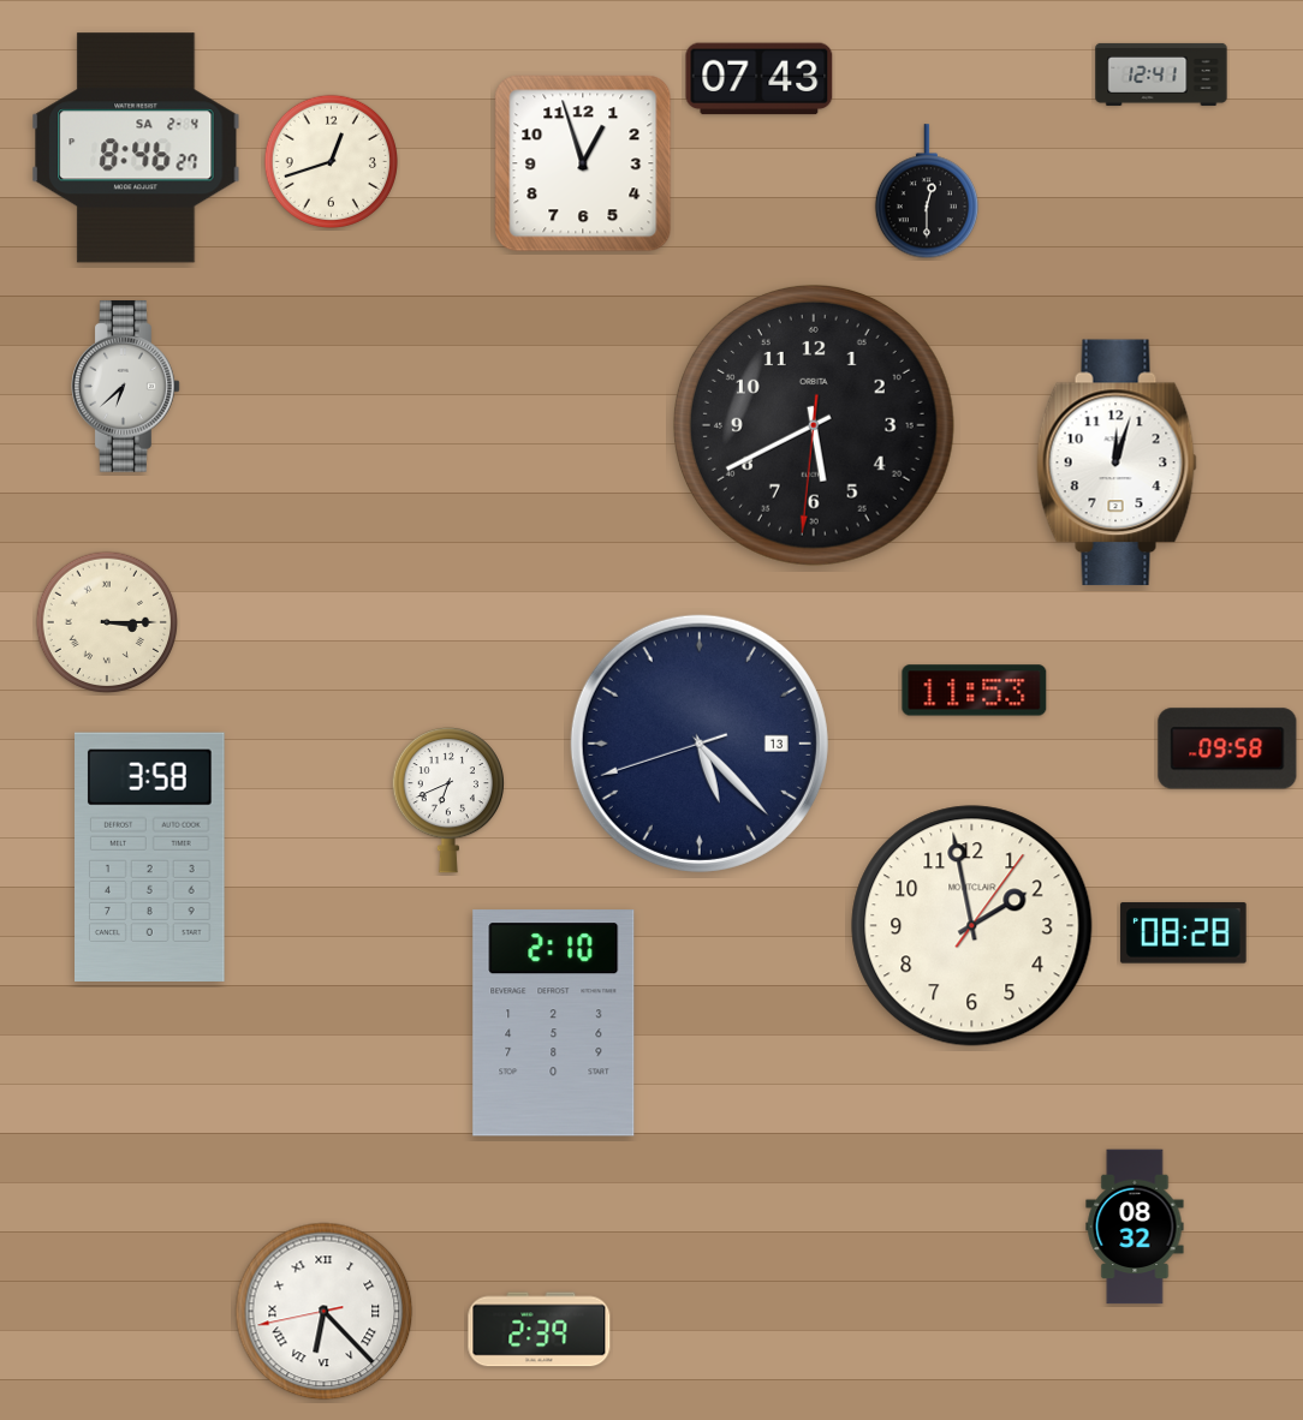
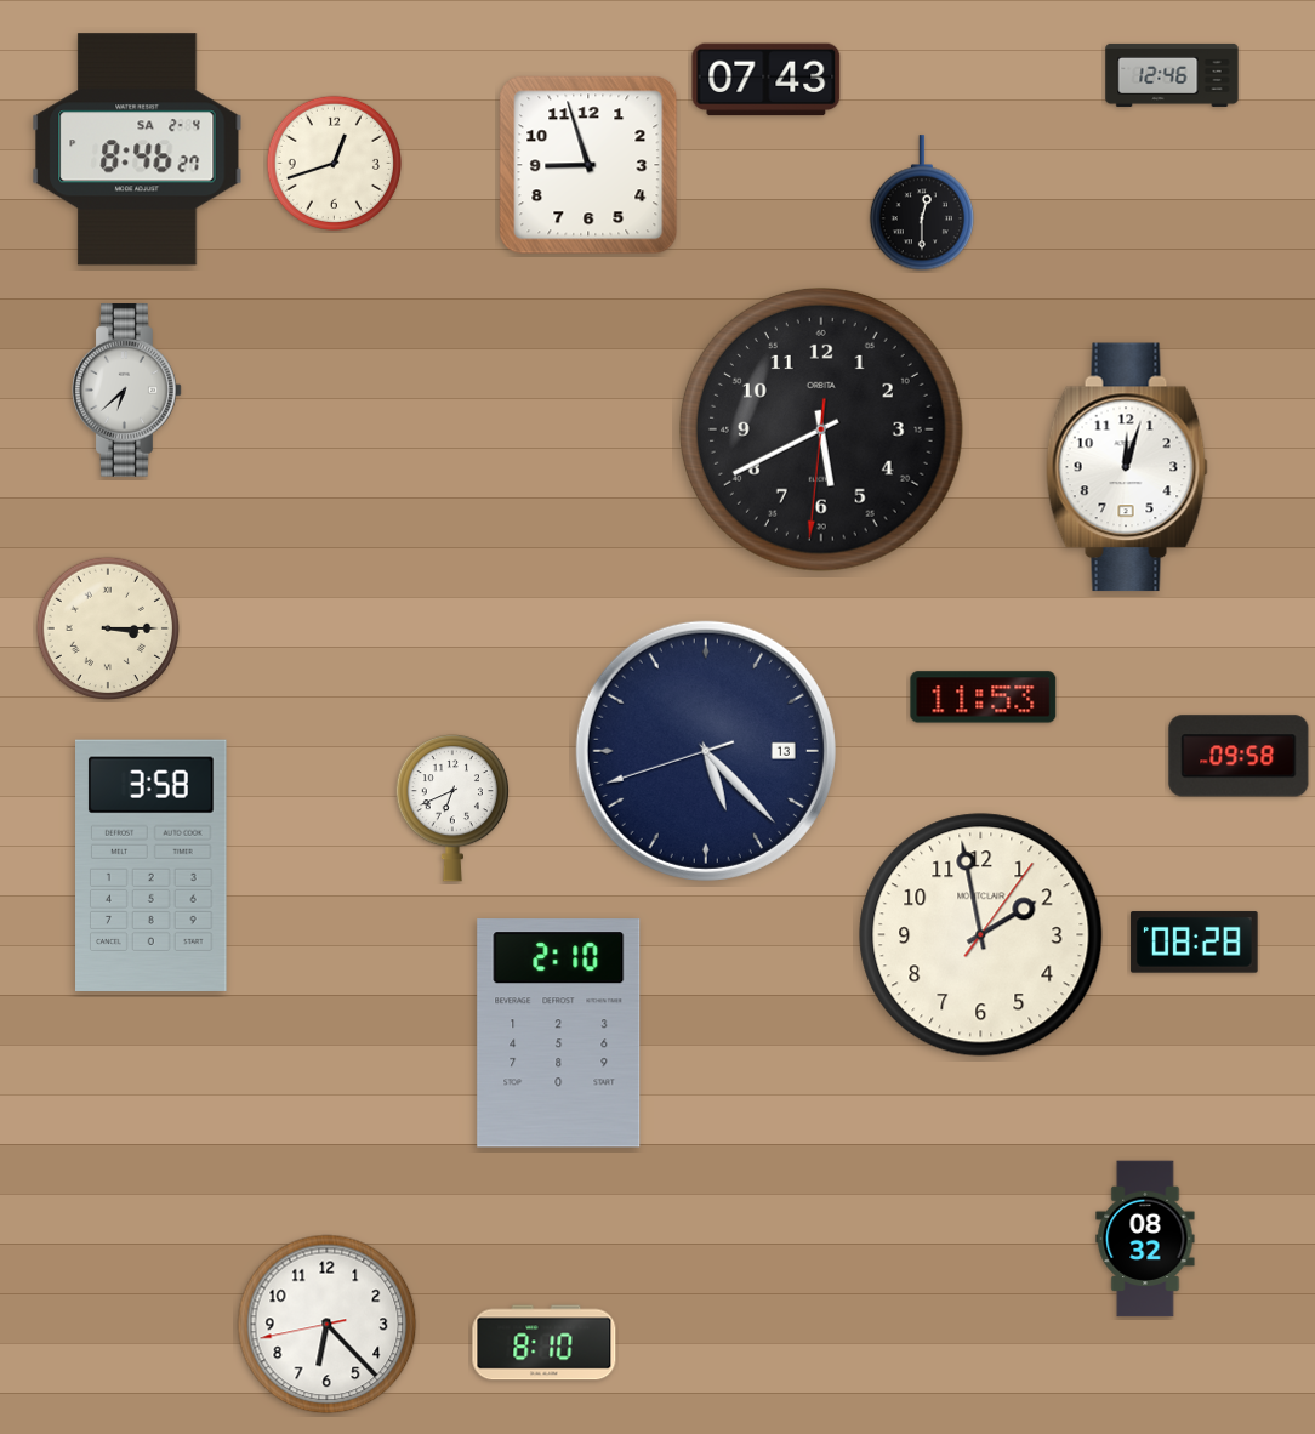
clock at (1161, 74): 12:41 -> 12:46
clock at (583, 163): 12:57 -> 8:57
clock at (927, 192) position: (927, 192) -> (922, 204)
clock at (325, 1312) numerals: Roman -> Arabic
clock at (540, 1330): 2:39 -> 8:10
